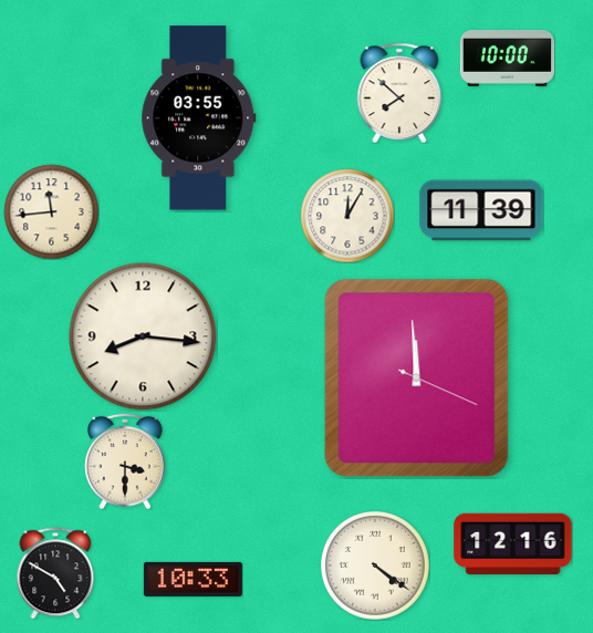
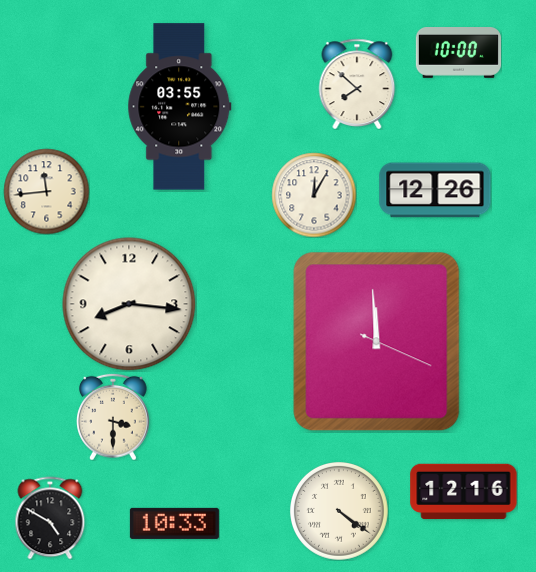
clock at (399, 92) position: (399, 92) -> (357, 83)
clock at (481, 210): 11:39 -> 12:26
